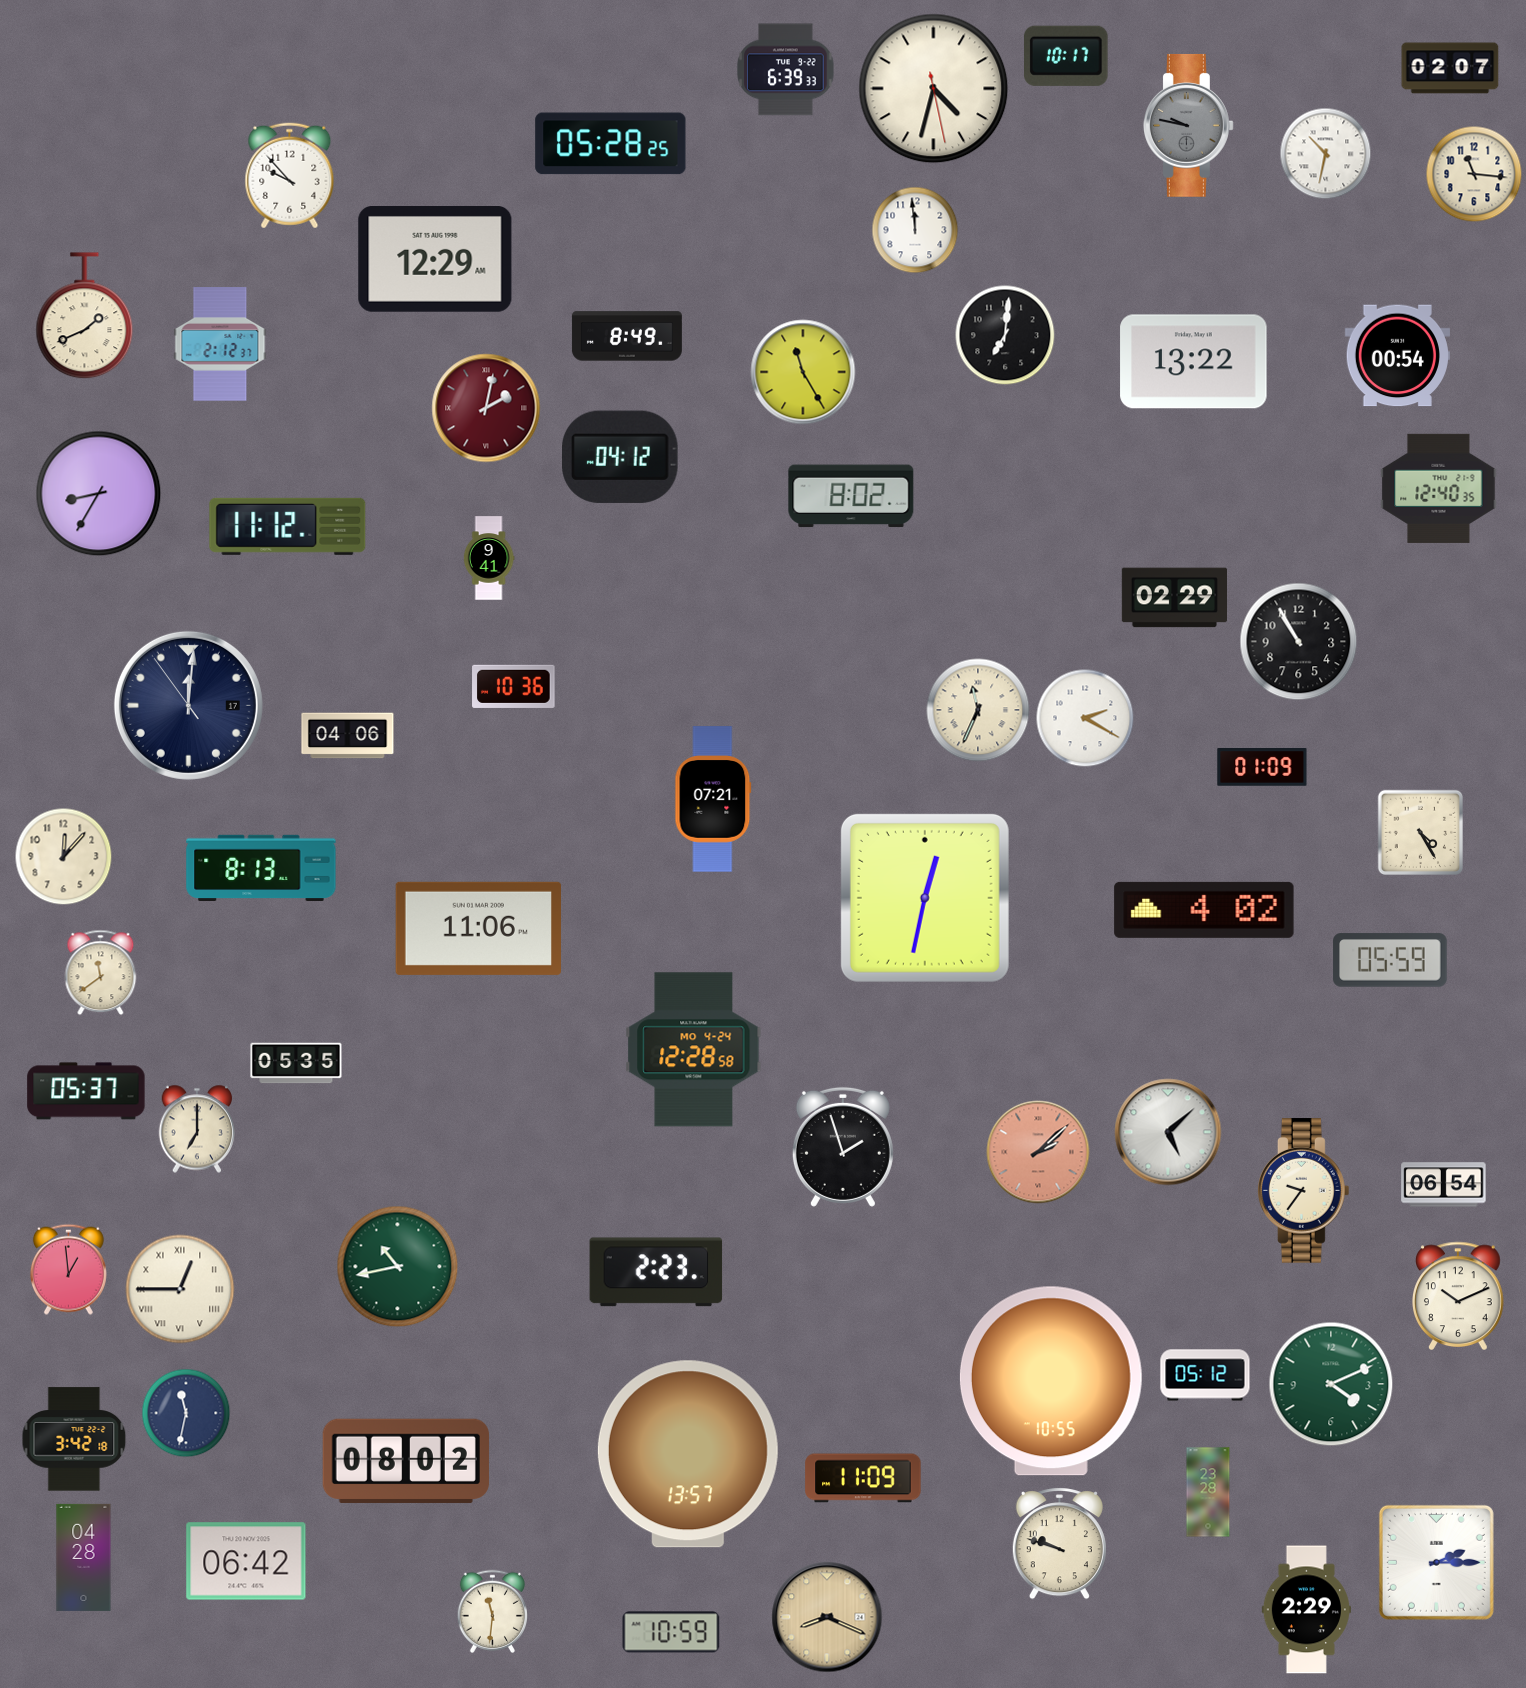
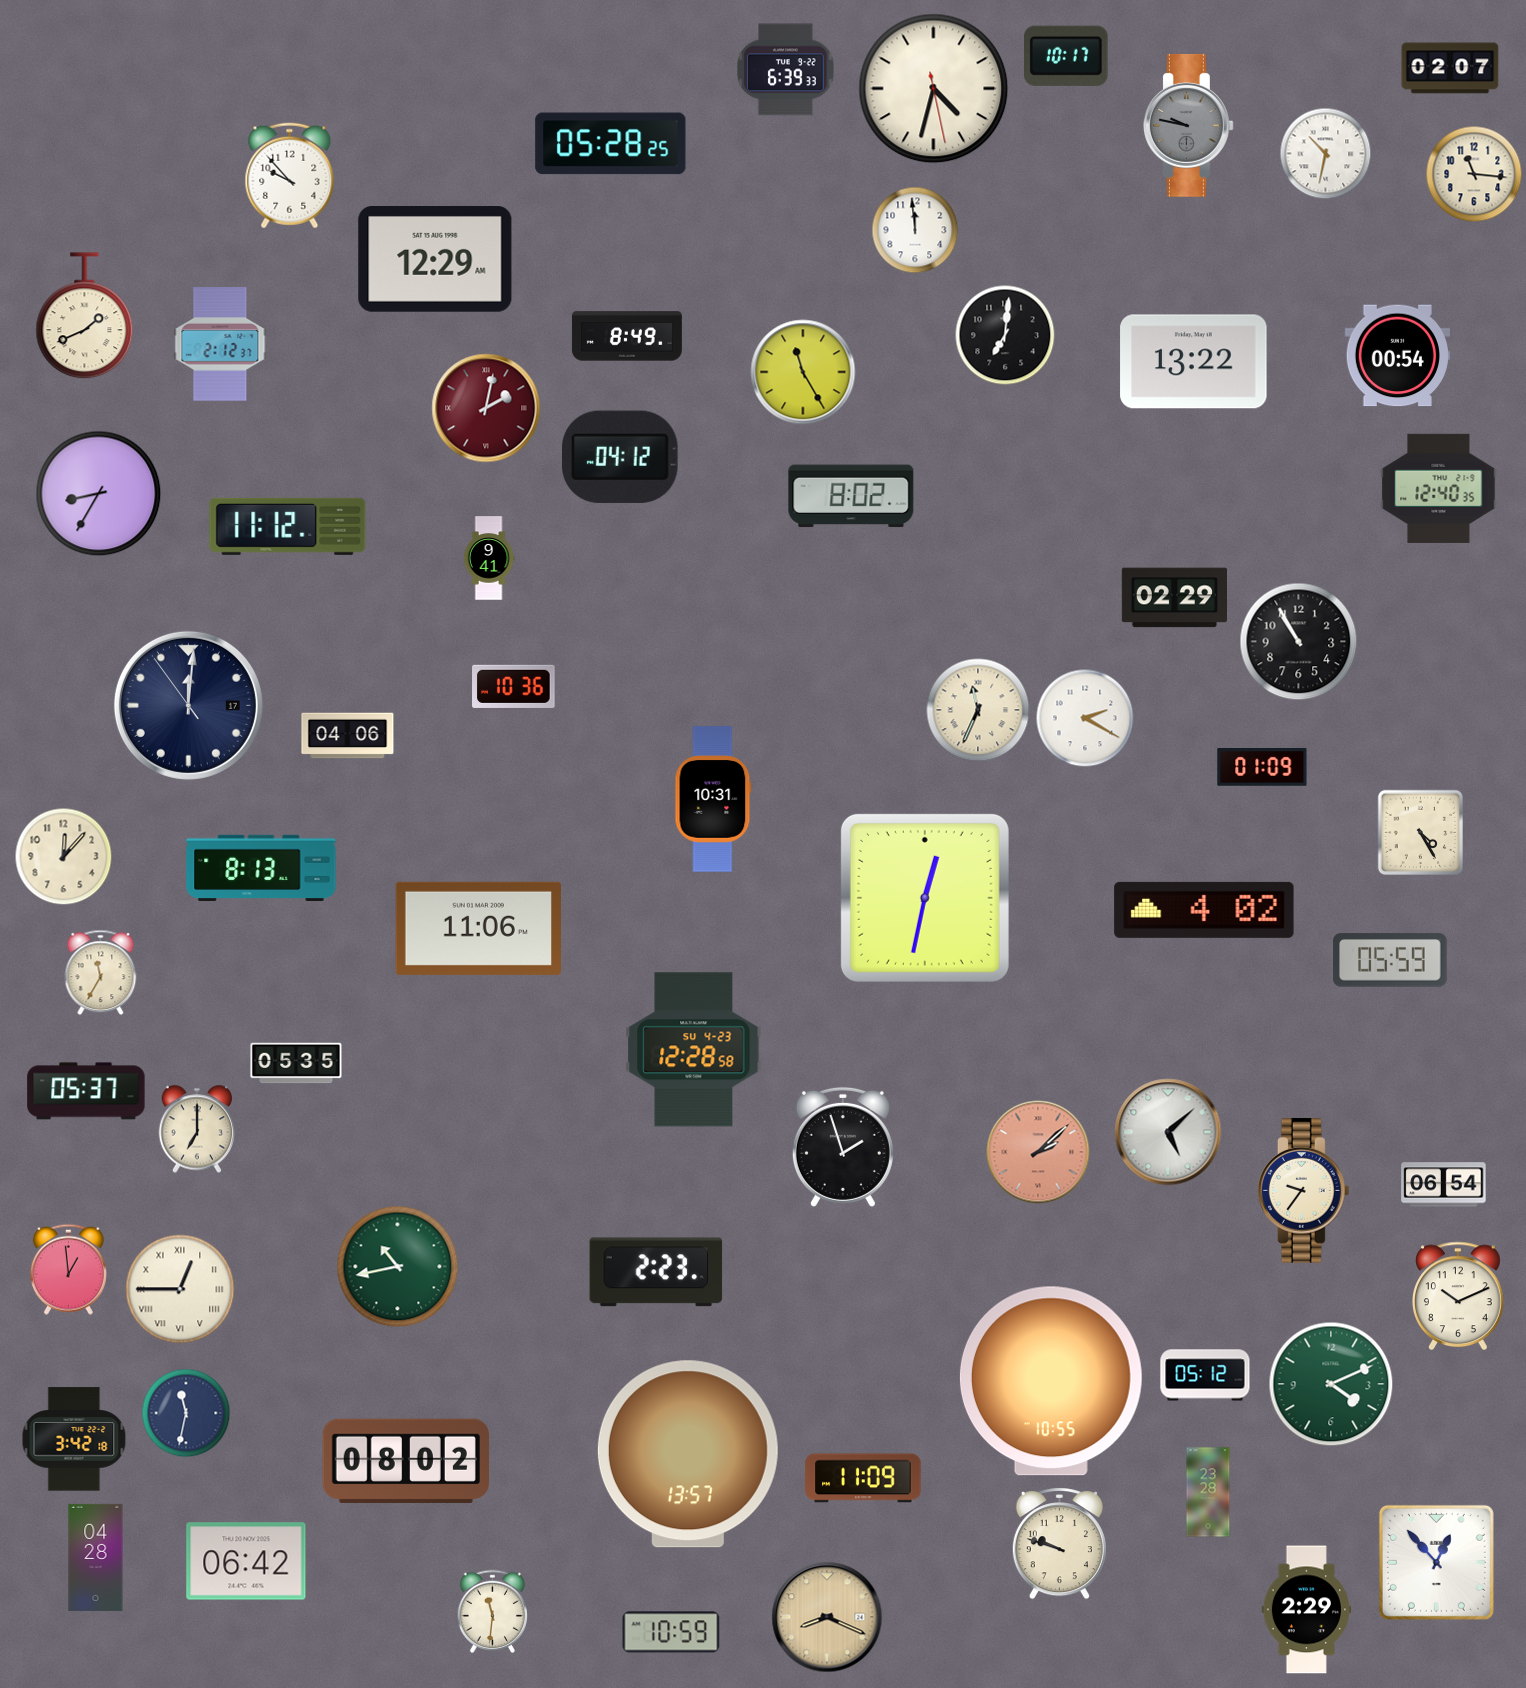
clock at (713, 799): 07:21 -> 10:31
clock at (101, 973): 11:39 -> 11:35
clock at (694, 1050) date: MO 4-24 -> SU 4-23
clock at (84, 1557) position: (84, 1557) -> (96, 1557)
clock at (1436, 1562): 2:15 -> 12:53
